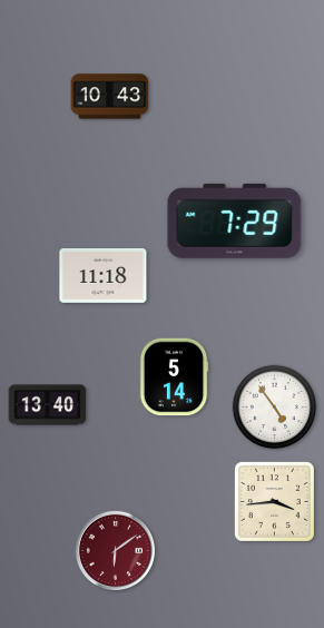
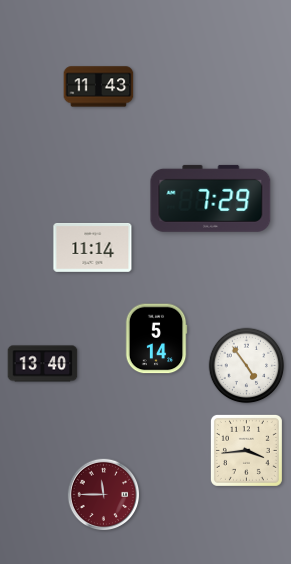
clock at (110, 97): 10:43 -> 11:43
clock at (104, 275): 11:18 -> 11:14
clock at (116, 551): 6:09 -> 11:45
